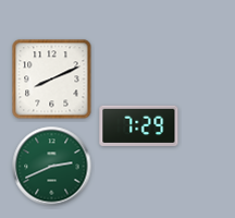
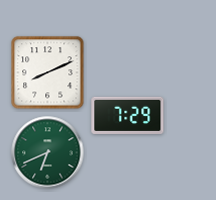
clock at (52, 167): 2:41 -> 6:41
